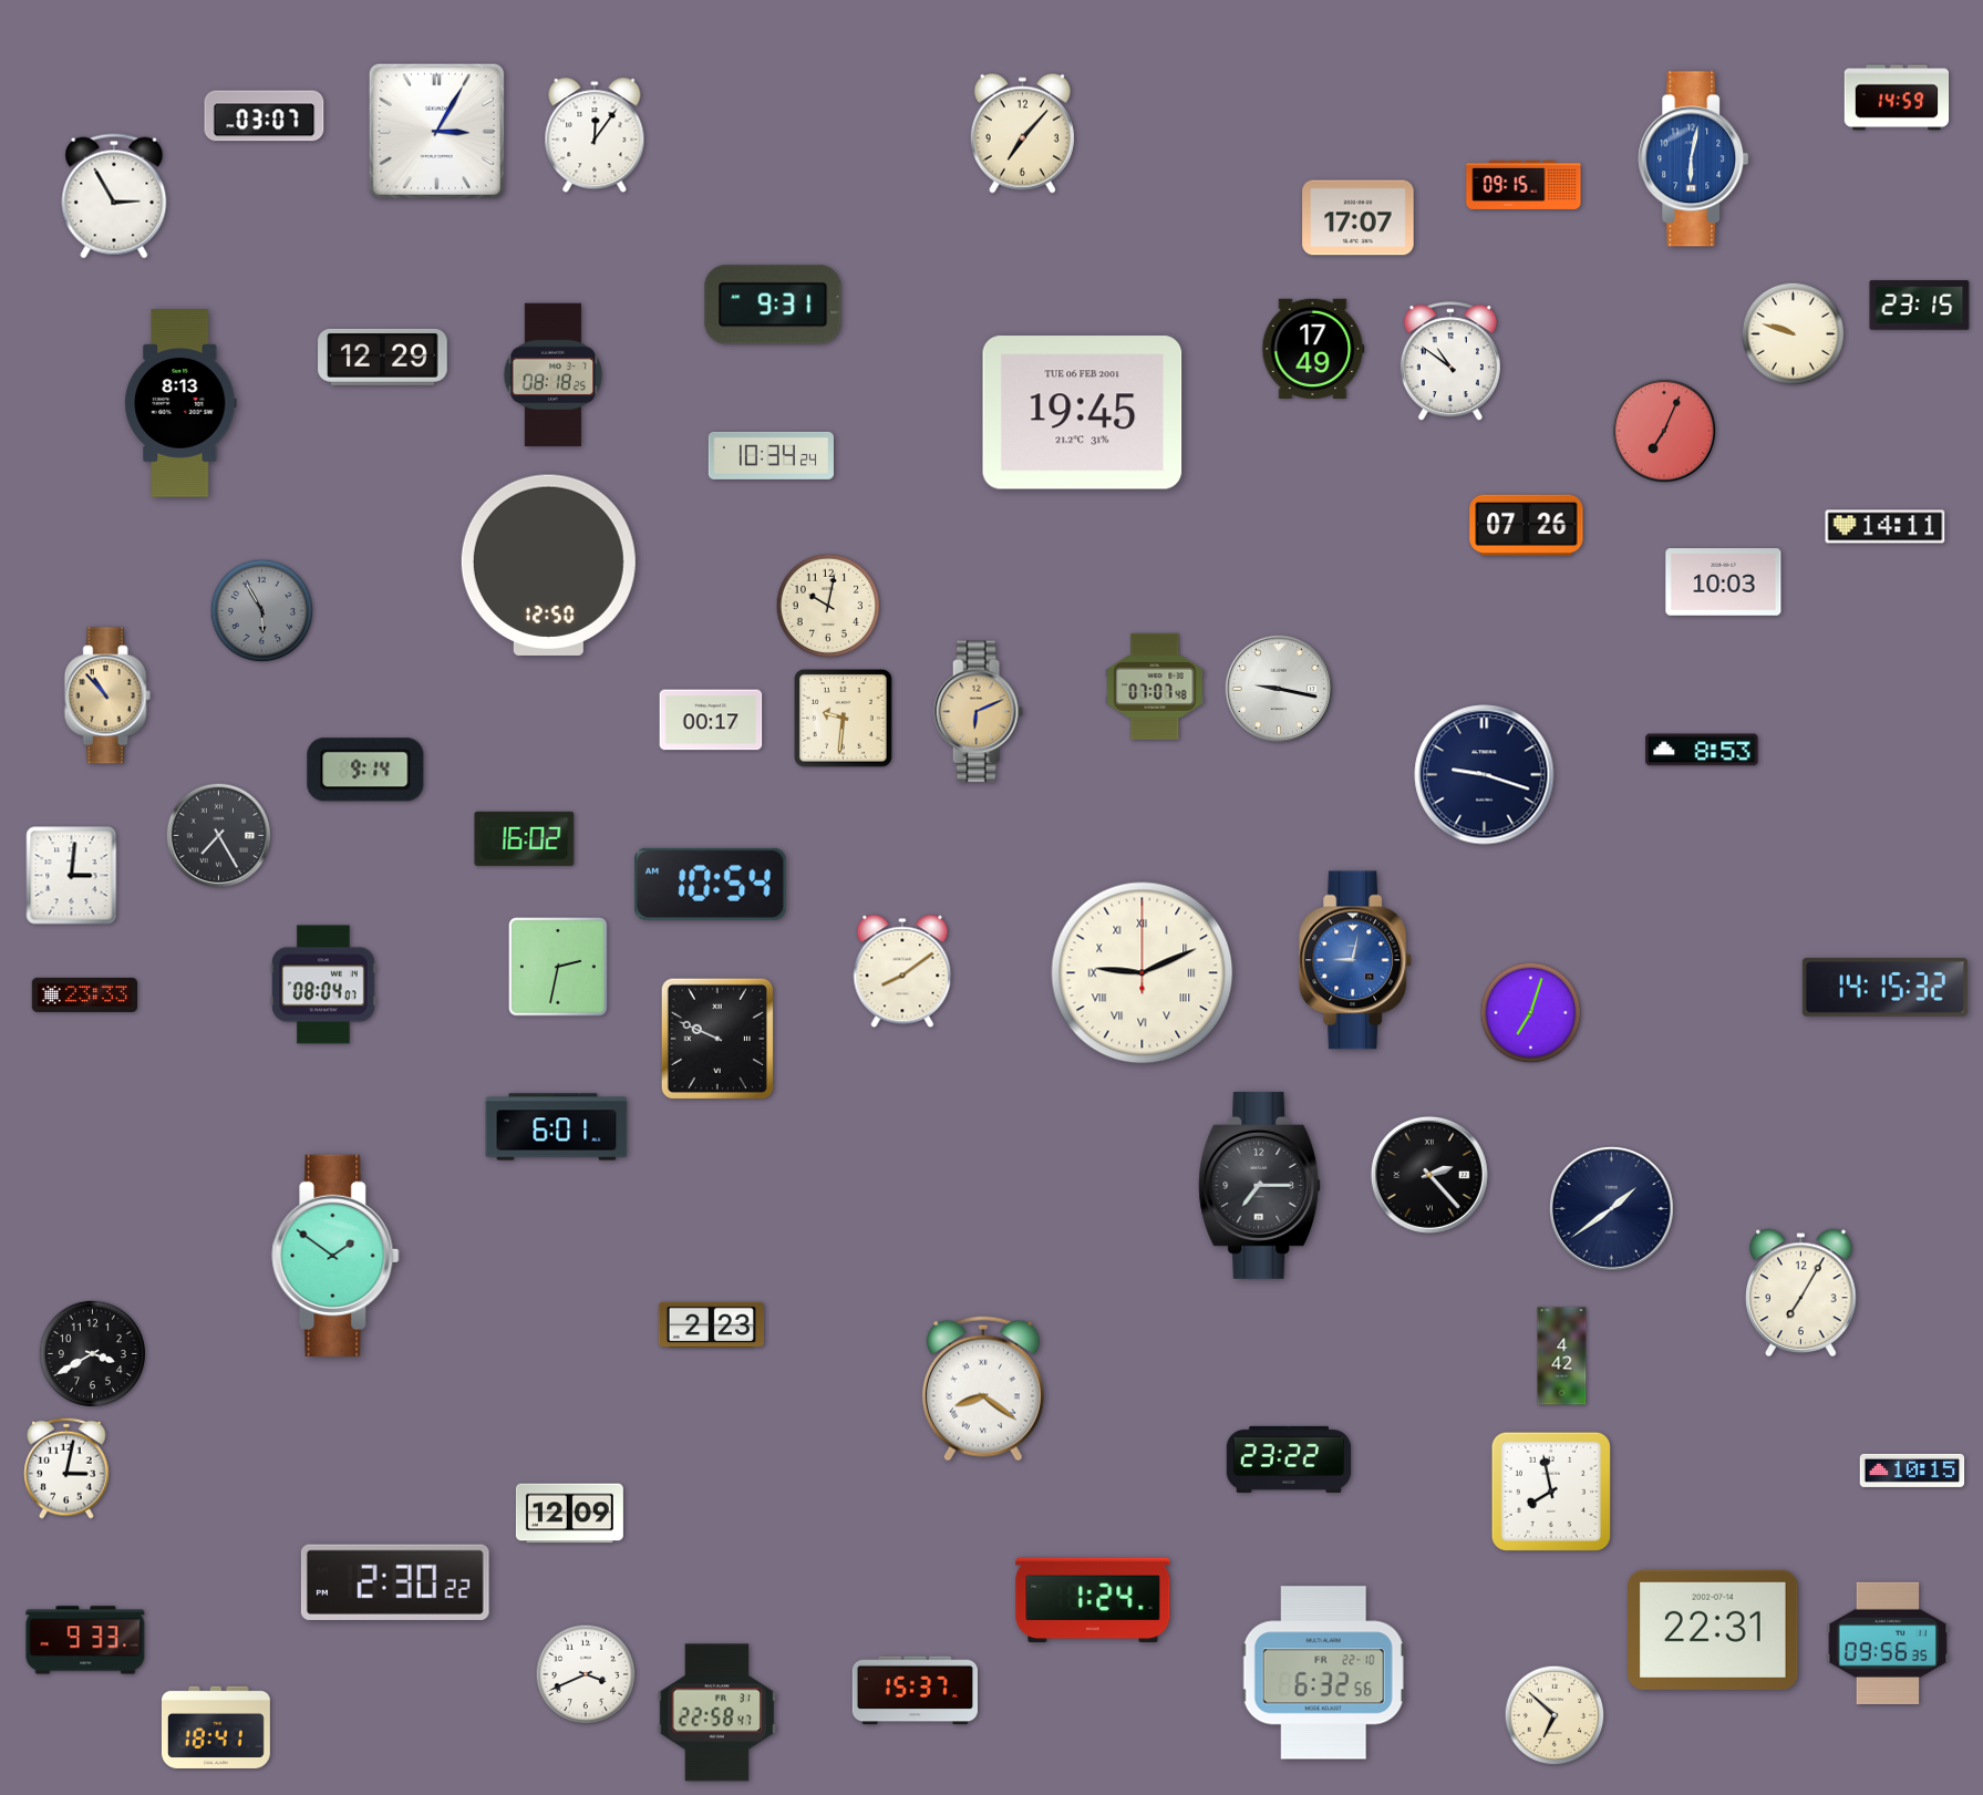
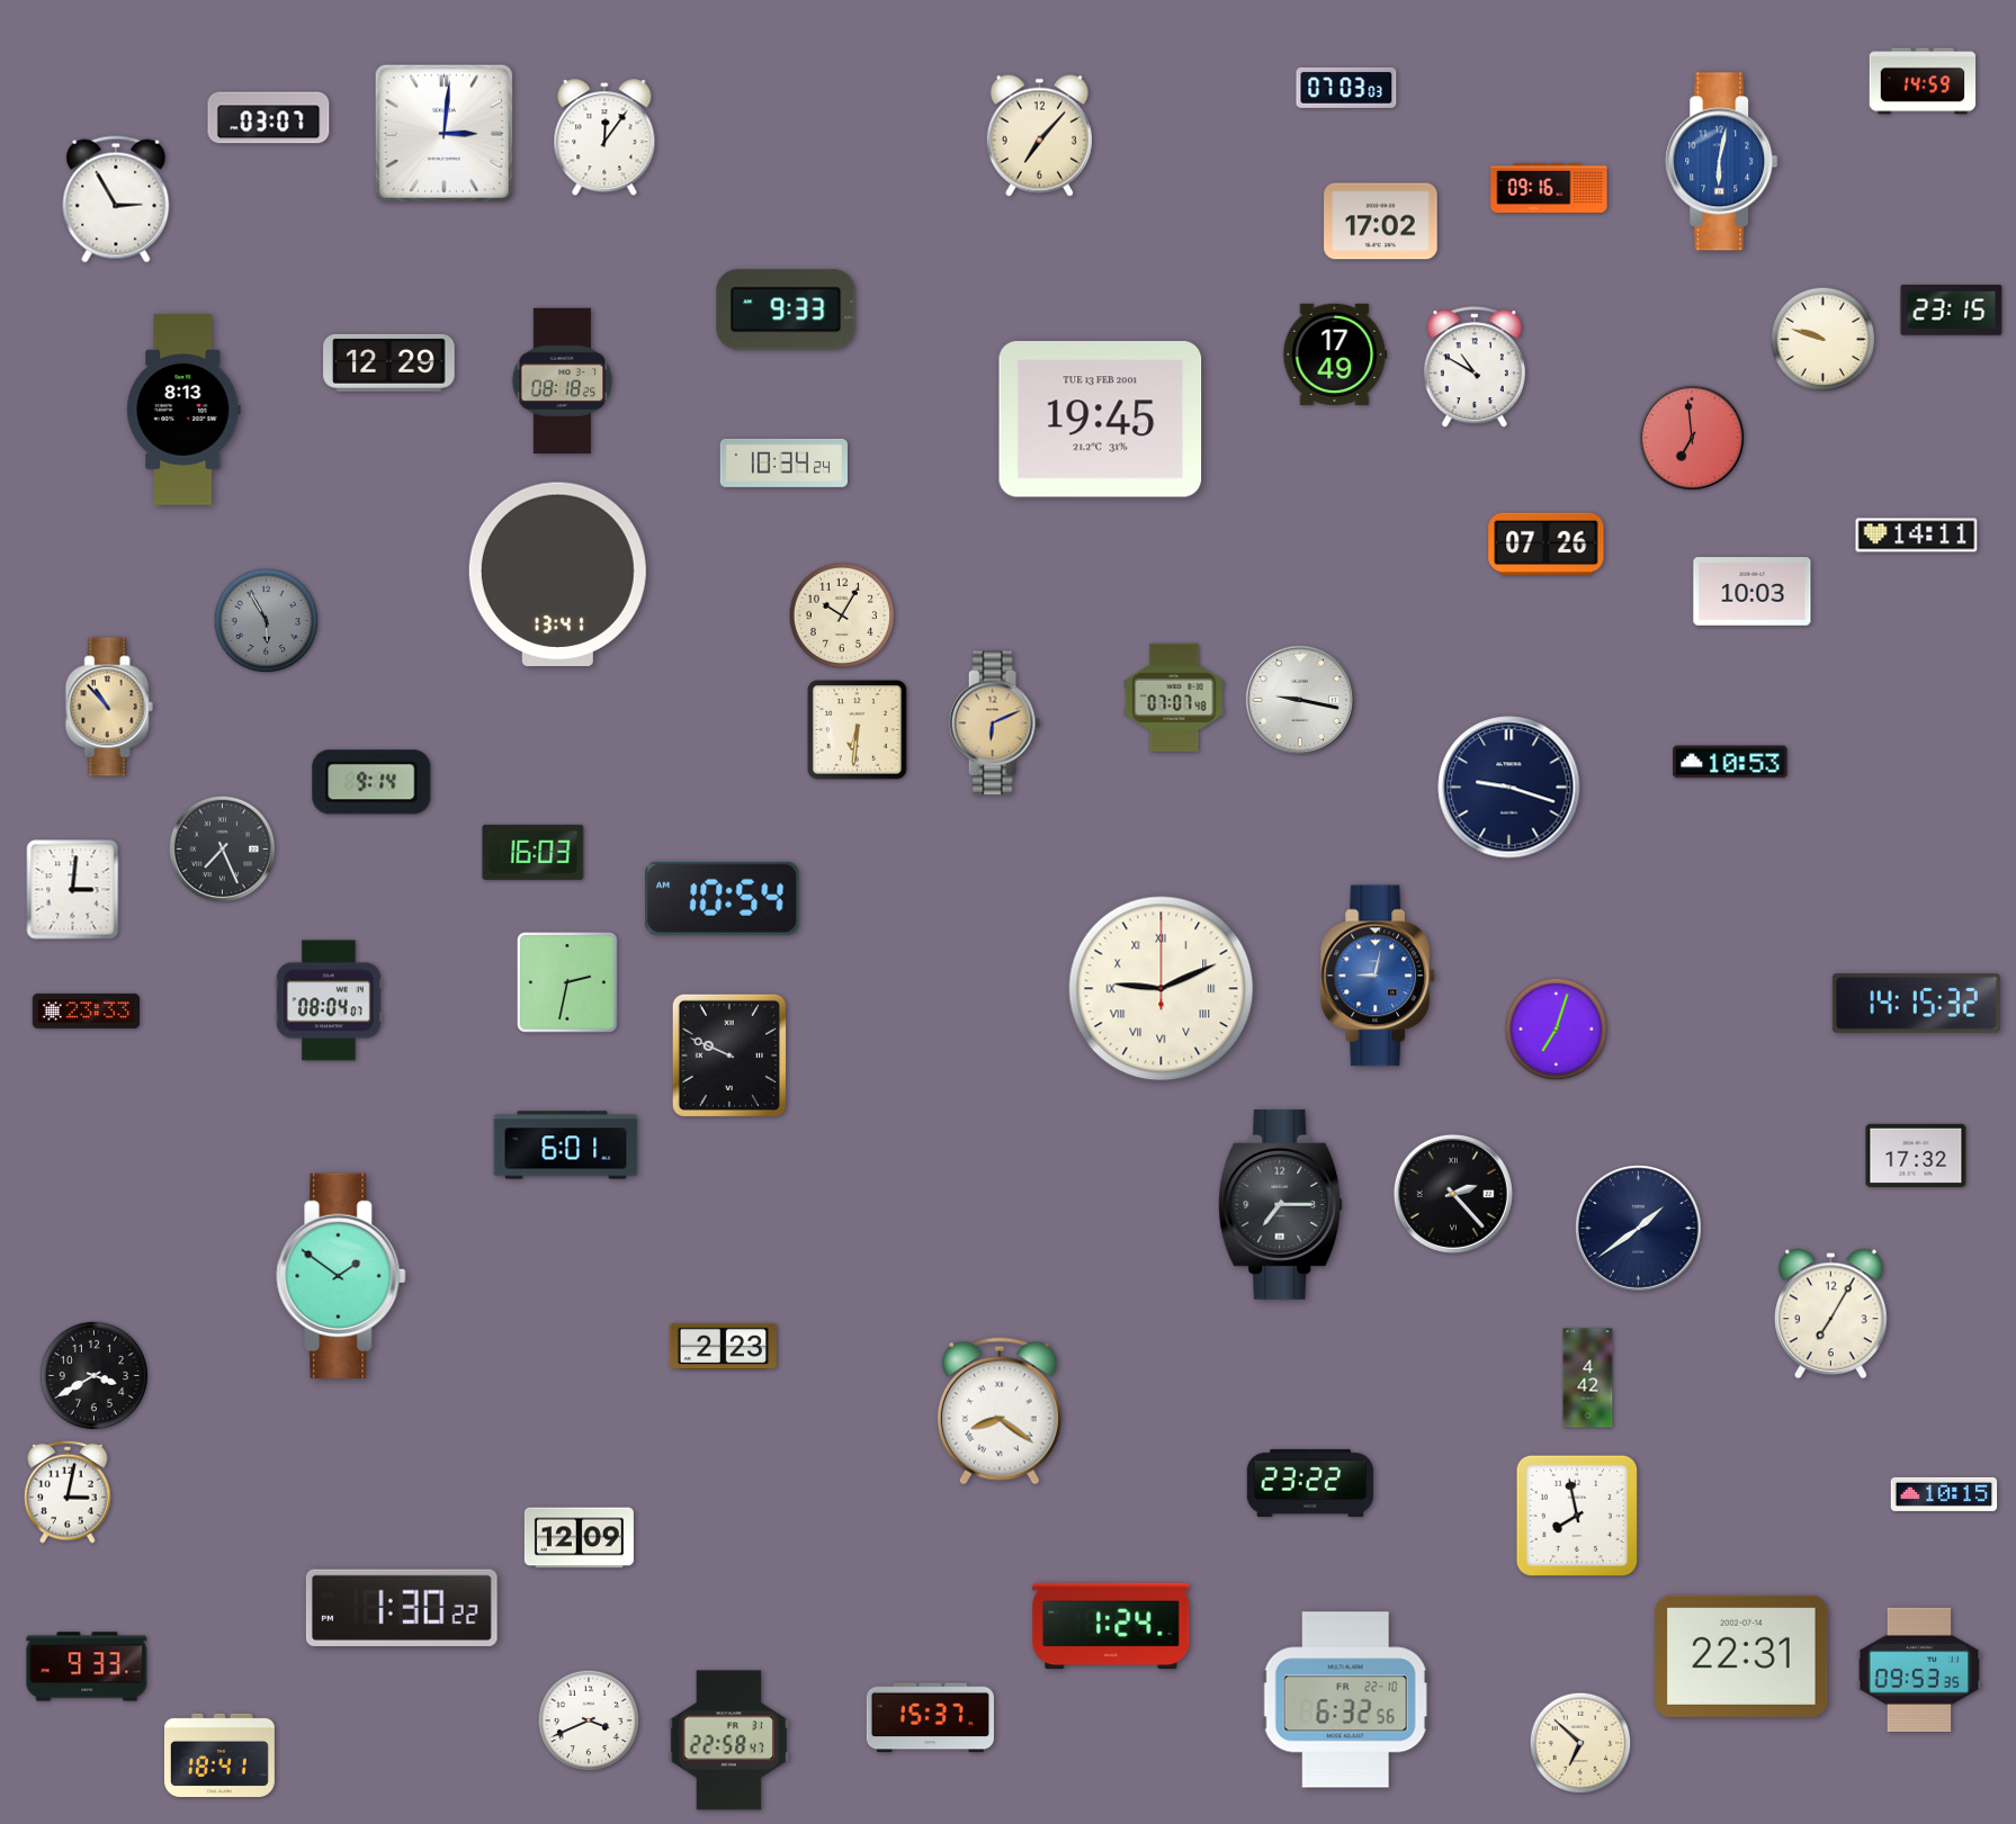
clock at (1346, 88): none -> 07:03
clock at (1897, 97) position: (1897, 97) -> (1923, 81)
clock at (436, 131): 3:05 -> 3:01
clock at (1524, 185): 09:15 -> 09:16
clock at (1359, 218): 17:07 -> 17:02
clock at (773, 305): 9:31 -> 9:33
clock at (1450, 362): 10:51 -> 10:50
clock at (1083, 413) date: TUE 06 FEB 2001 -> TUE 13 FEB 2001
clock at (1664, 431): 7:04 -> 6:59
clock at (1527, 525) position: (1527, 525) -> (1547, 543)
clock at (548, 565): 12:50 -> 13:41
clock at (828, 606): 10:02 -> 10:05
clock at (844, 719): 9:31 -> 6:31
clock at (711, 720): 00:17 -> none
clock at (1702, 750): 8:53 -> 10:53
clock at (219, 836): 7:25 -> 7:26
clock at (525, 838): 16:02 -> 16:03
clock at (902, 971): 8:09 -> none
clock at (1916, 1154): none -> 17:32
clock at (395, 1582): 2:30 -> 1:30
clock at (1888, 1643): 09:56 -> 09:53
clock at (586, 1674) position: (586, 1674) -> (589, 1720)
